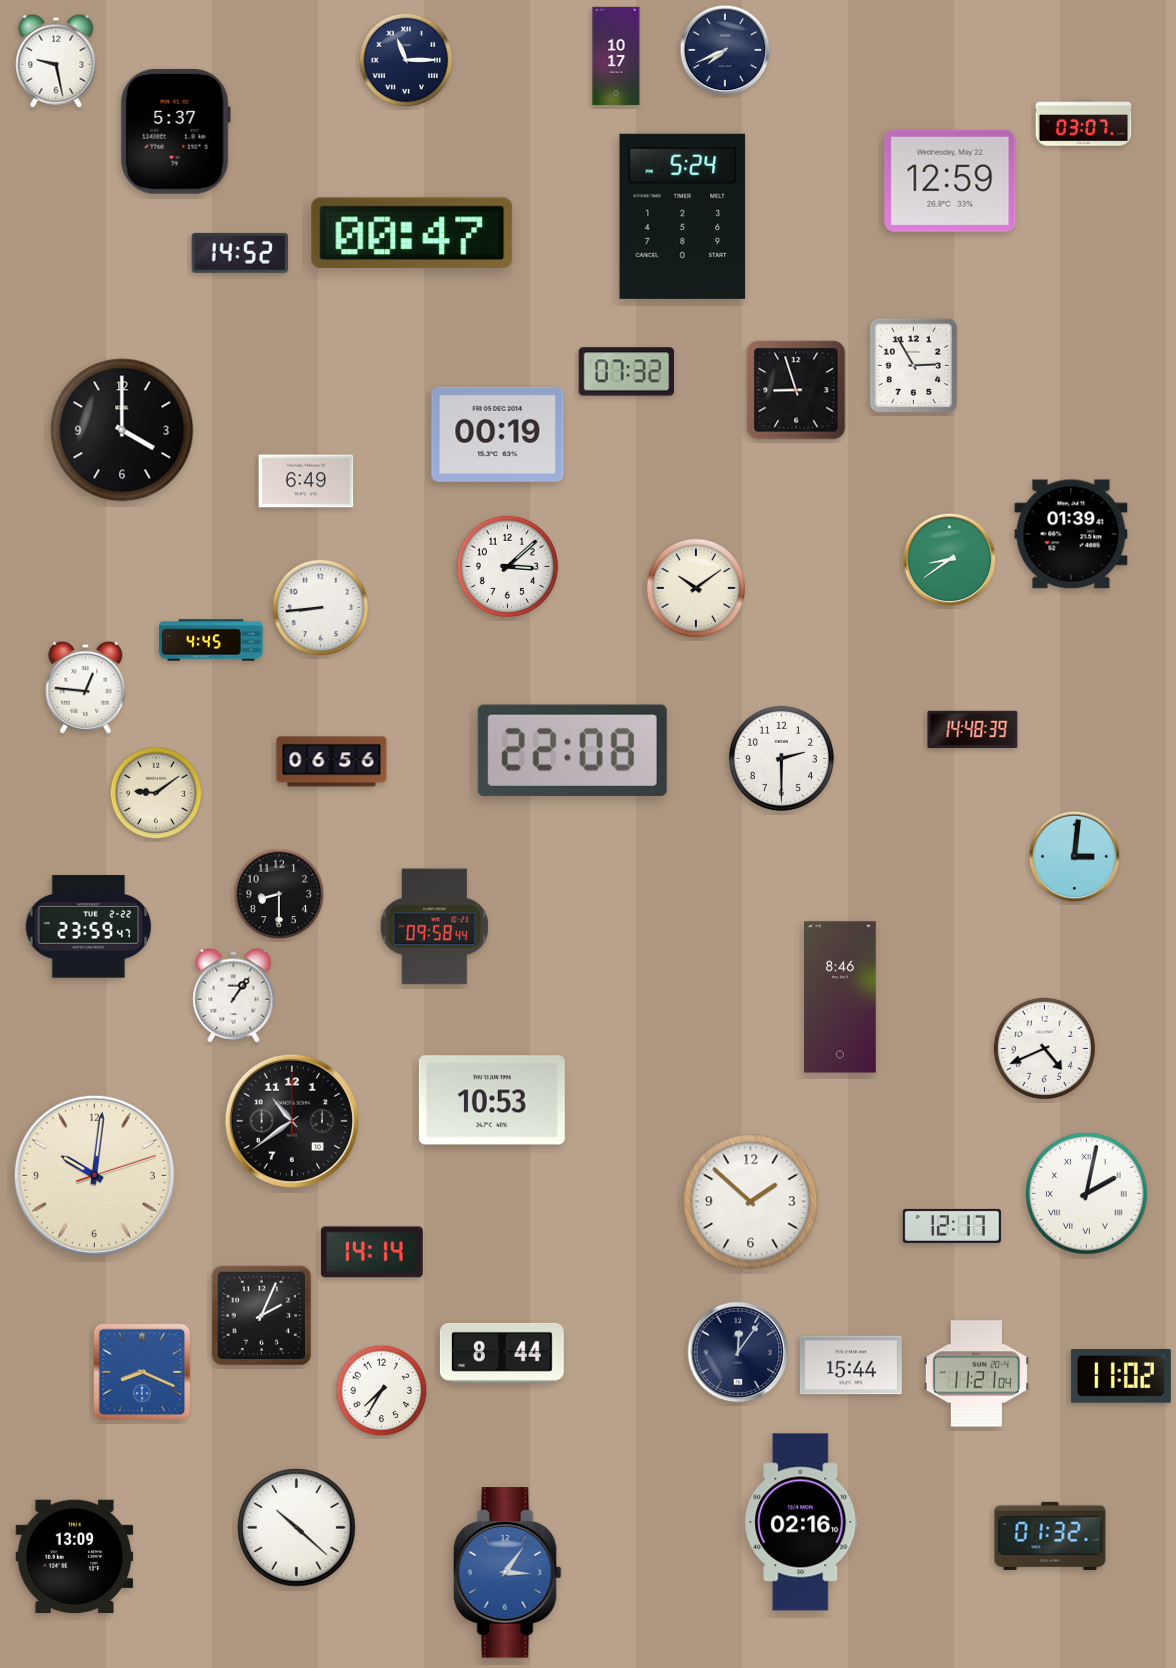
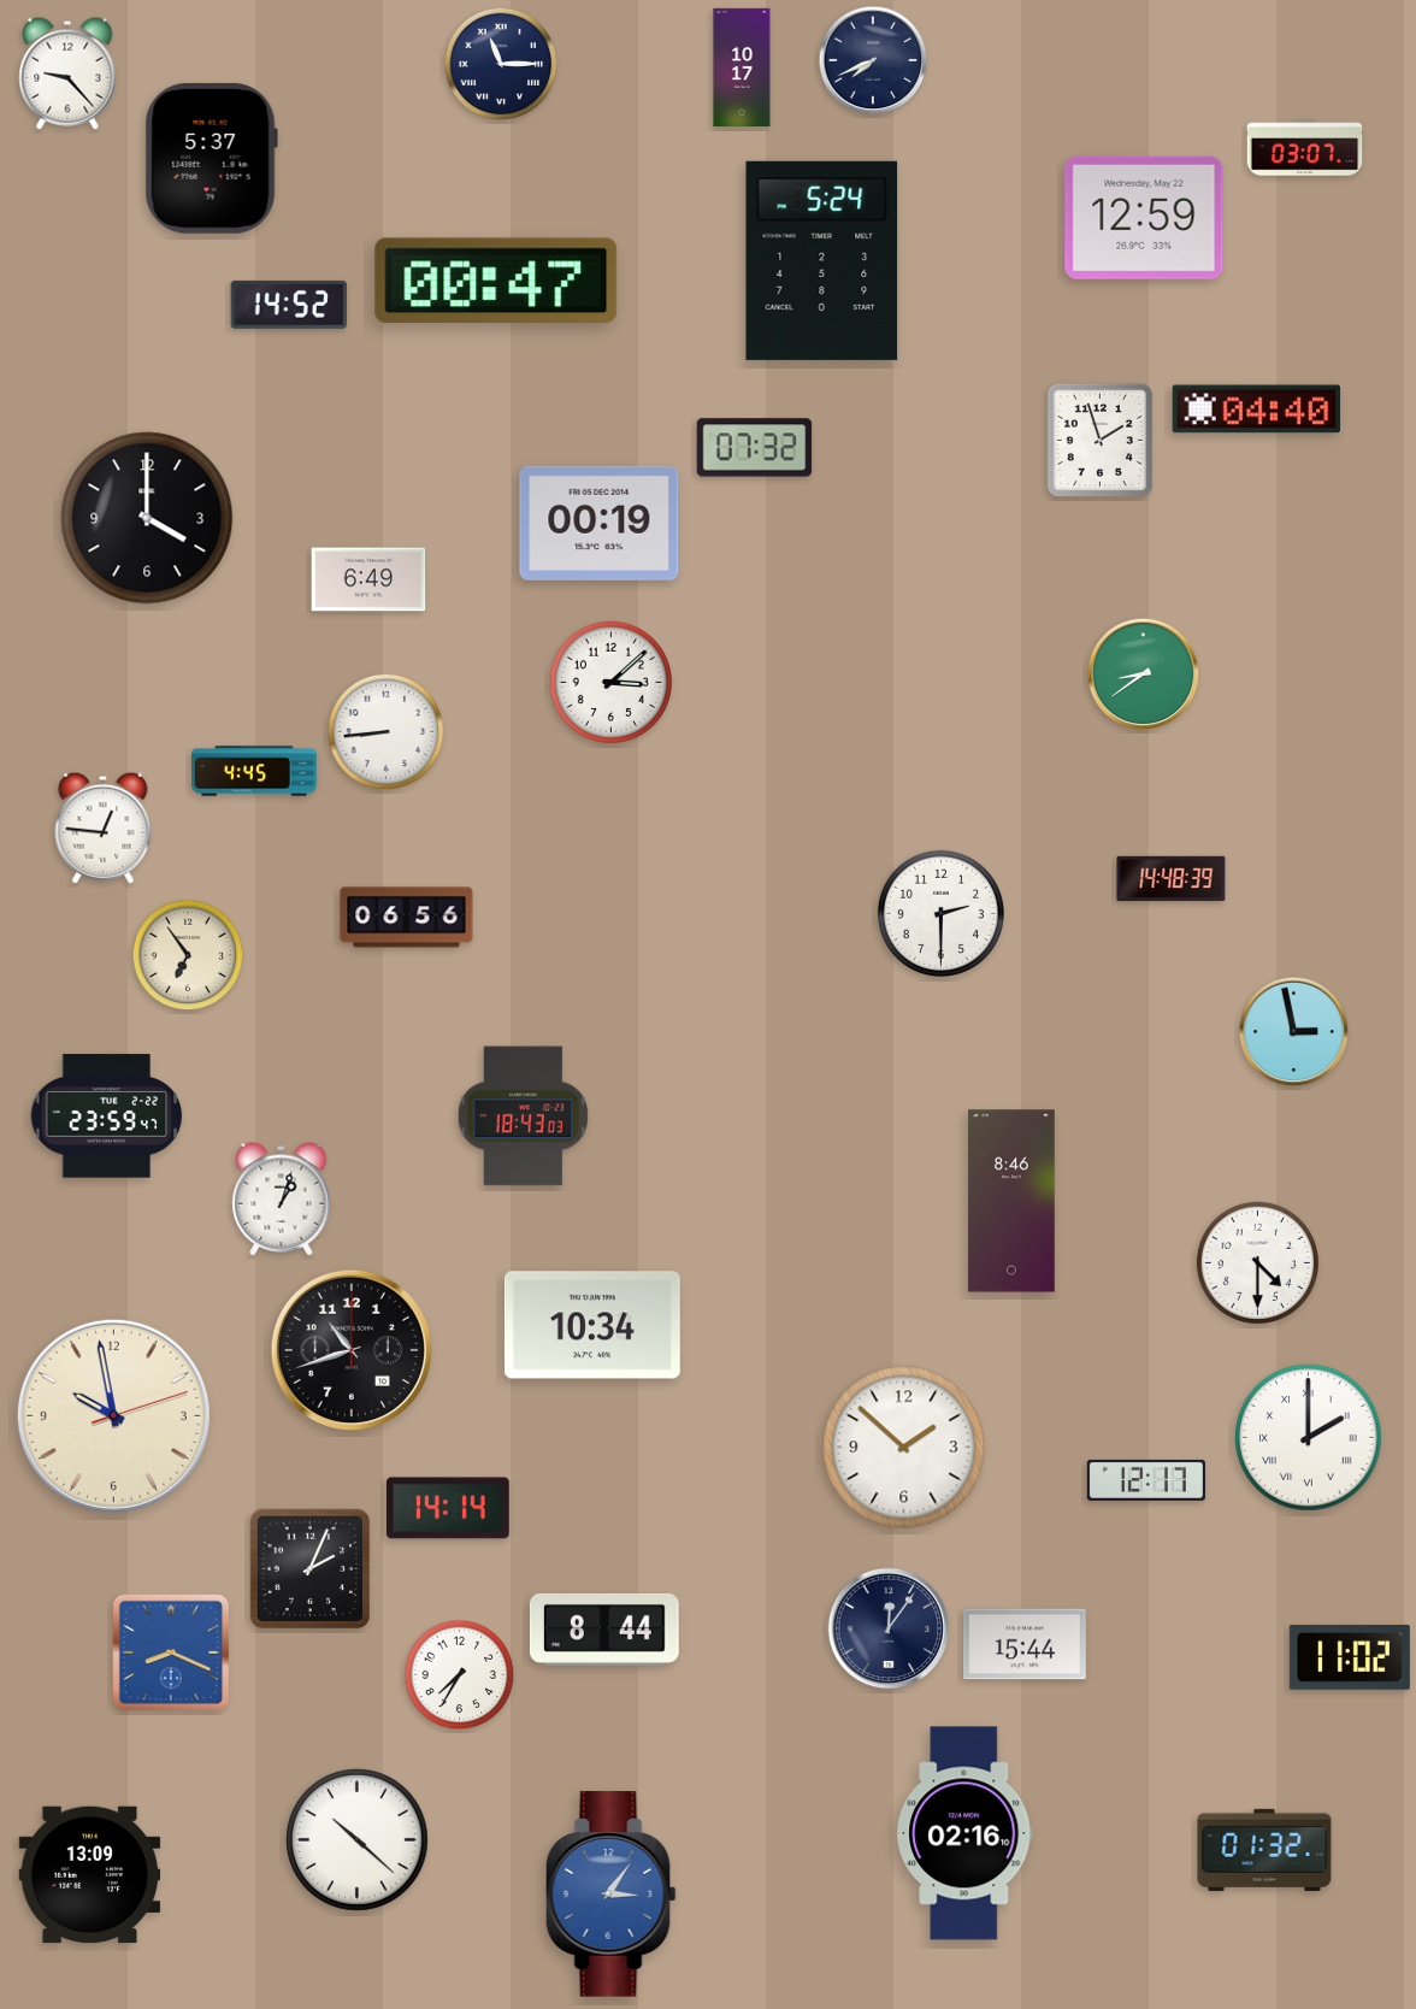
clock at (406, 60) position: (406, 60) -> (501, 64)
clock at (56, 61): 9:28 -> 9:23
clock at (1257, 410): none -> 04:40
clock at (913, 365): 2:55 -> 1:57
clock at (796, 390): 8:57 -> none
clock at (1071, 534): 01:39 -> none
clock at (695, 587): 10:09 -> none
clock at (572, 750): 22:08 -> none
clock at (332, 762) position: (332, 762) -> (407, 918)
clock at (156, 793): 9:09 -> 6:54
clock at (1075, 857): 3:01 -> 2:58
clock at (279, 894): 8:30 -> none
clock at (434, 927): 09:58 -> 18:43
clock at (234, 996): 1:06 -> 1:03
clock at (1044, 1048): 4:41 -> 4:30
clock at (492, 1100): 10:53 -> 10:34
clock at (292, 1121): 10:39 -> 10:42
clock at (94, 1175): 10:01 -> 9:58
clock at (1087, 1194): 2:02 -> 2:00
clock at (952, 1226) position: (952, 1226) -> (1146, 1480)
clock at (262, 1316) position: (262, 1316) -> (311, 1569)
clock at (976, 1374): 11:21 -> none
